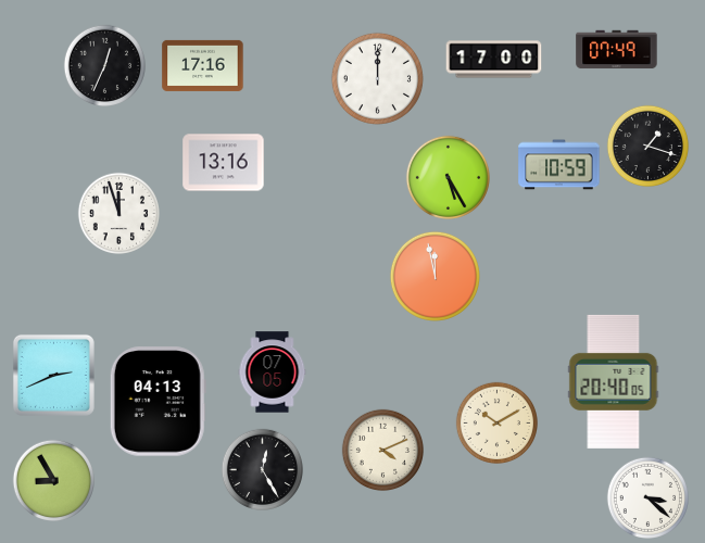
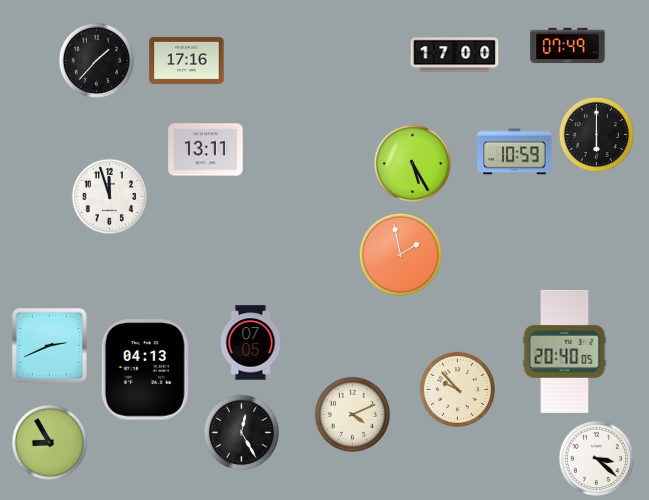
clock at (104, 65): 12:34 -> 1:37
clock at (377, 78): 12:00 -> none
clock at (647, 146): 1:18 -> 6:00
clock at (224, 163): 13:16 -> 13:11
clock at (435, 276): 11:58 -> 1:58
clock at (496, 422): 10:10 -> 9:53
